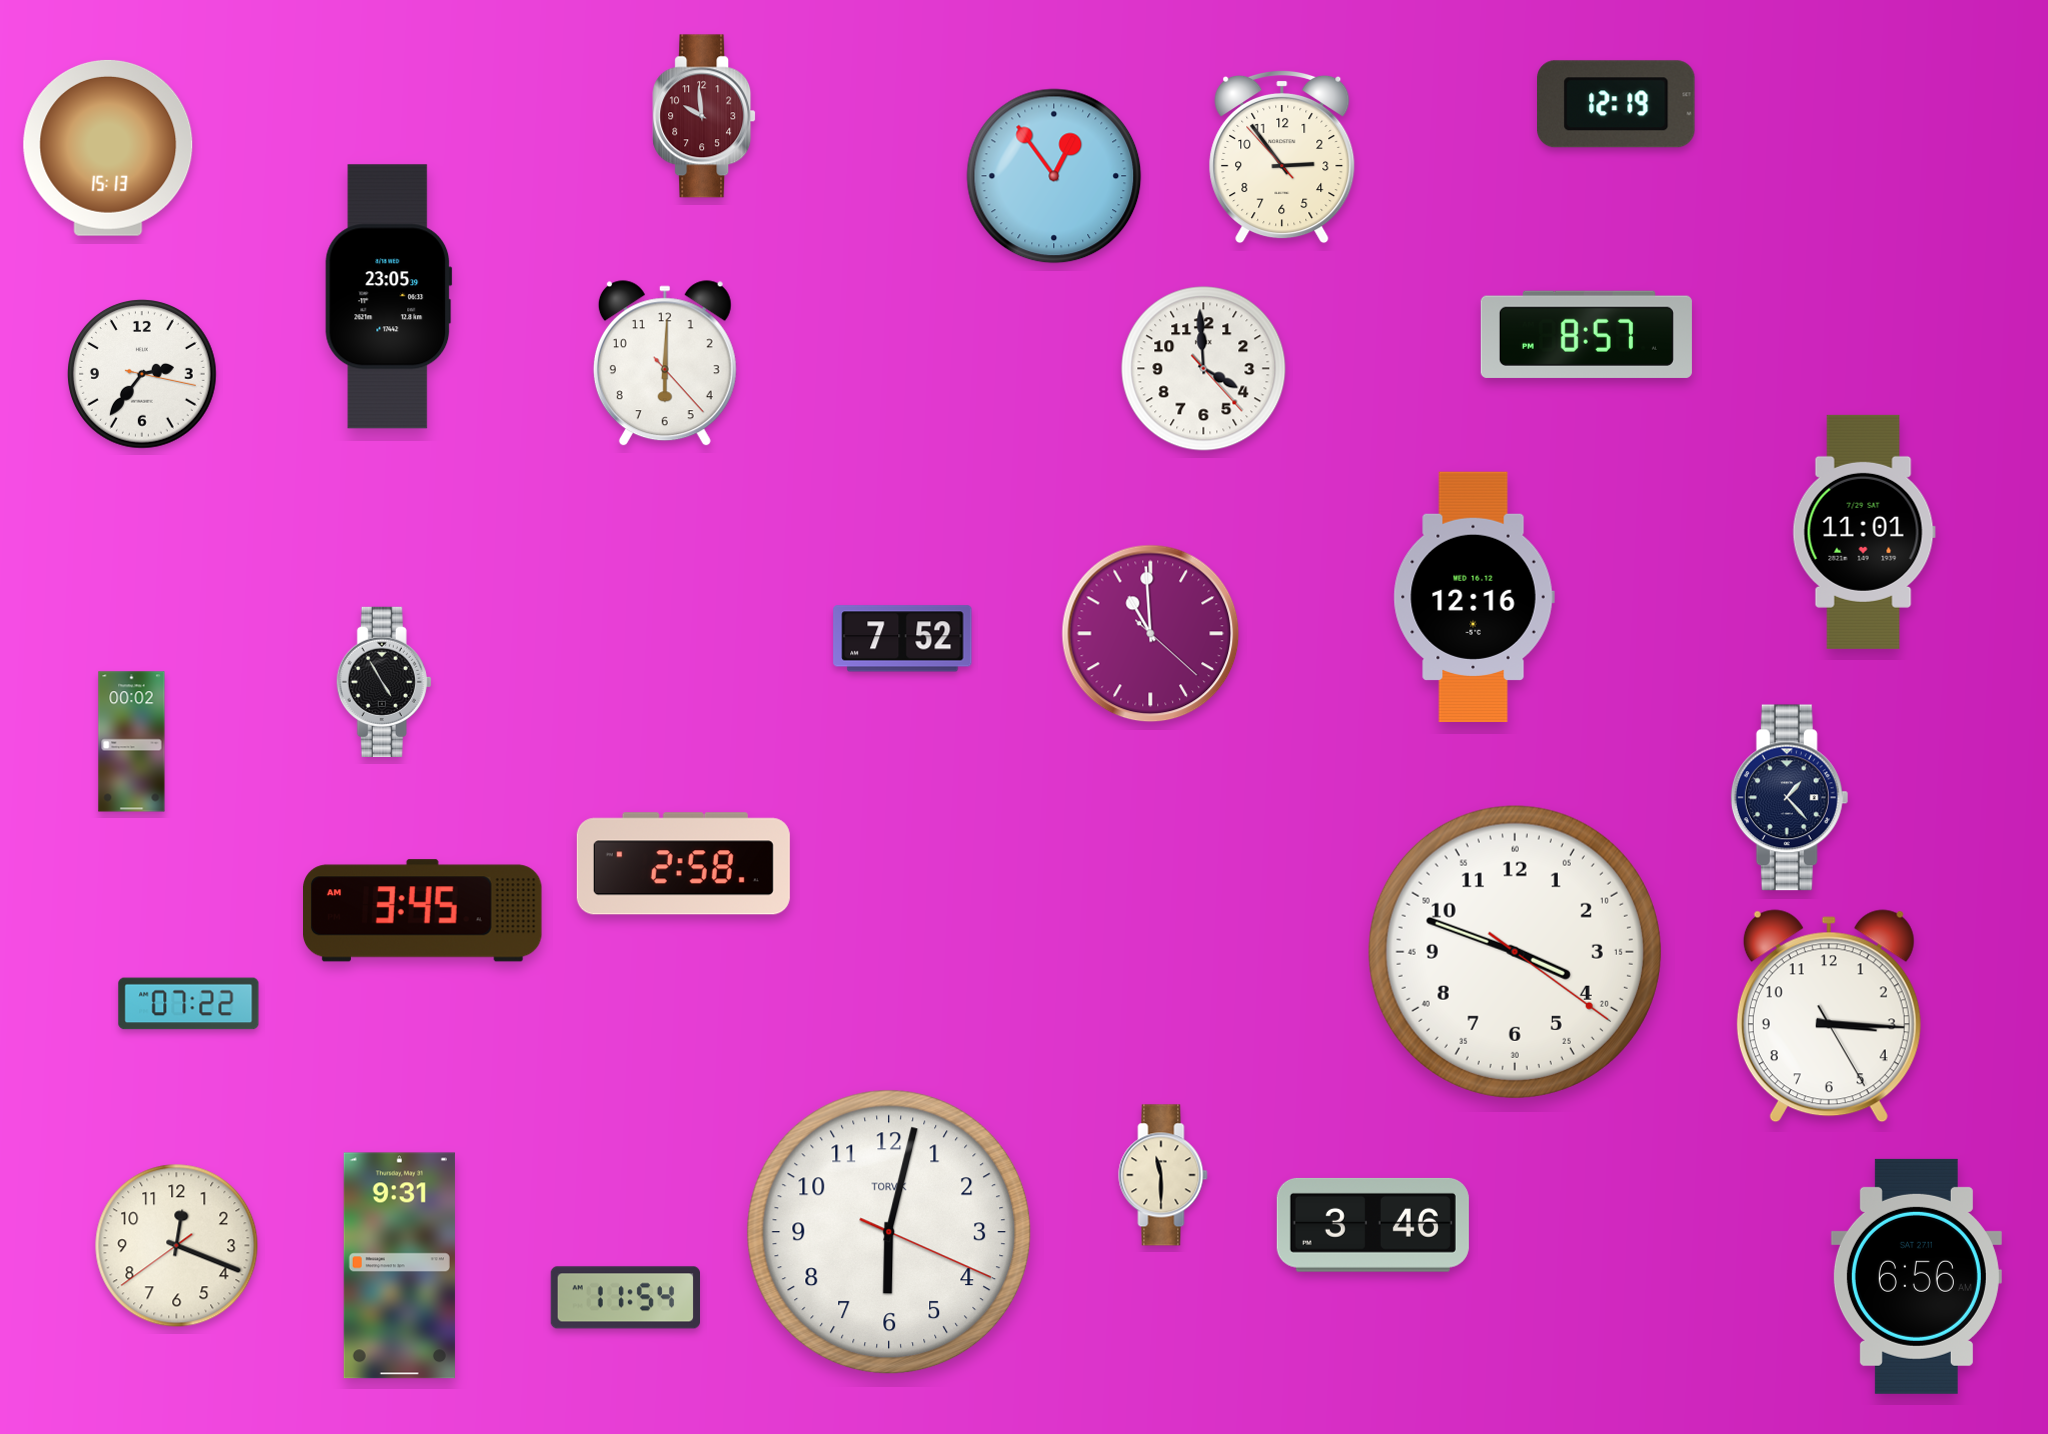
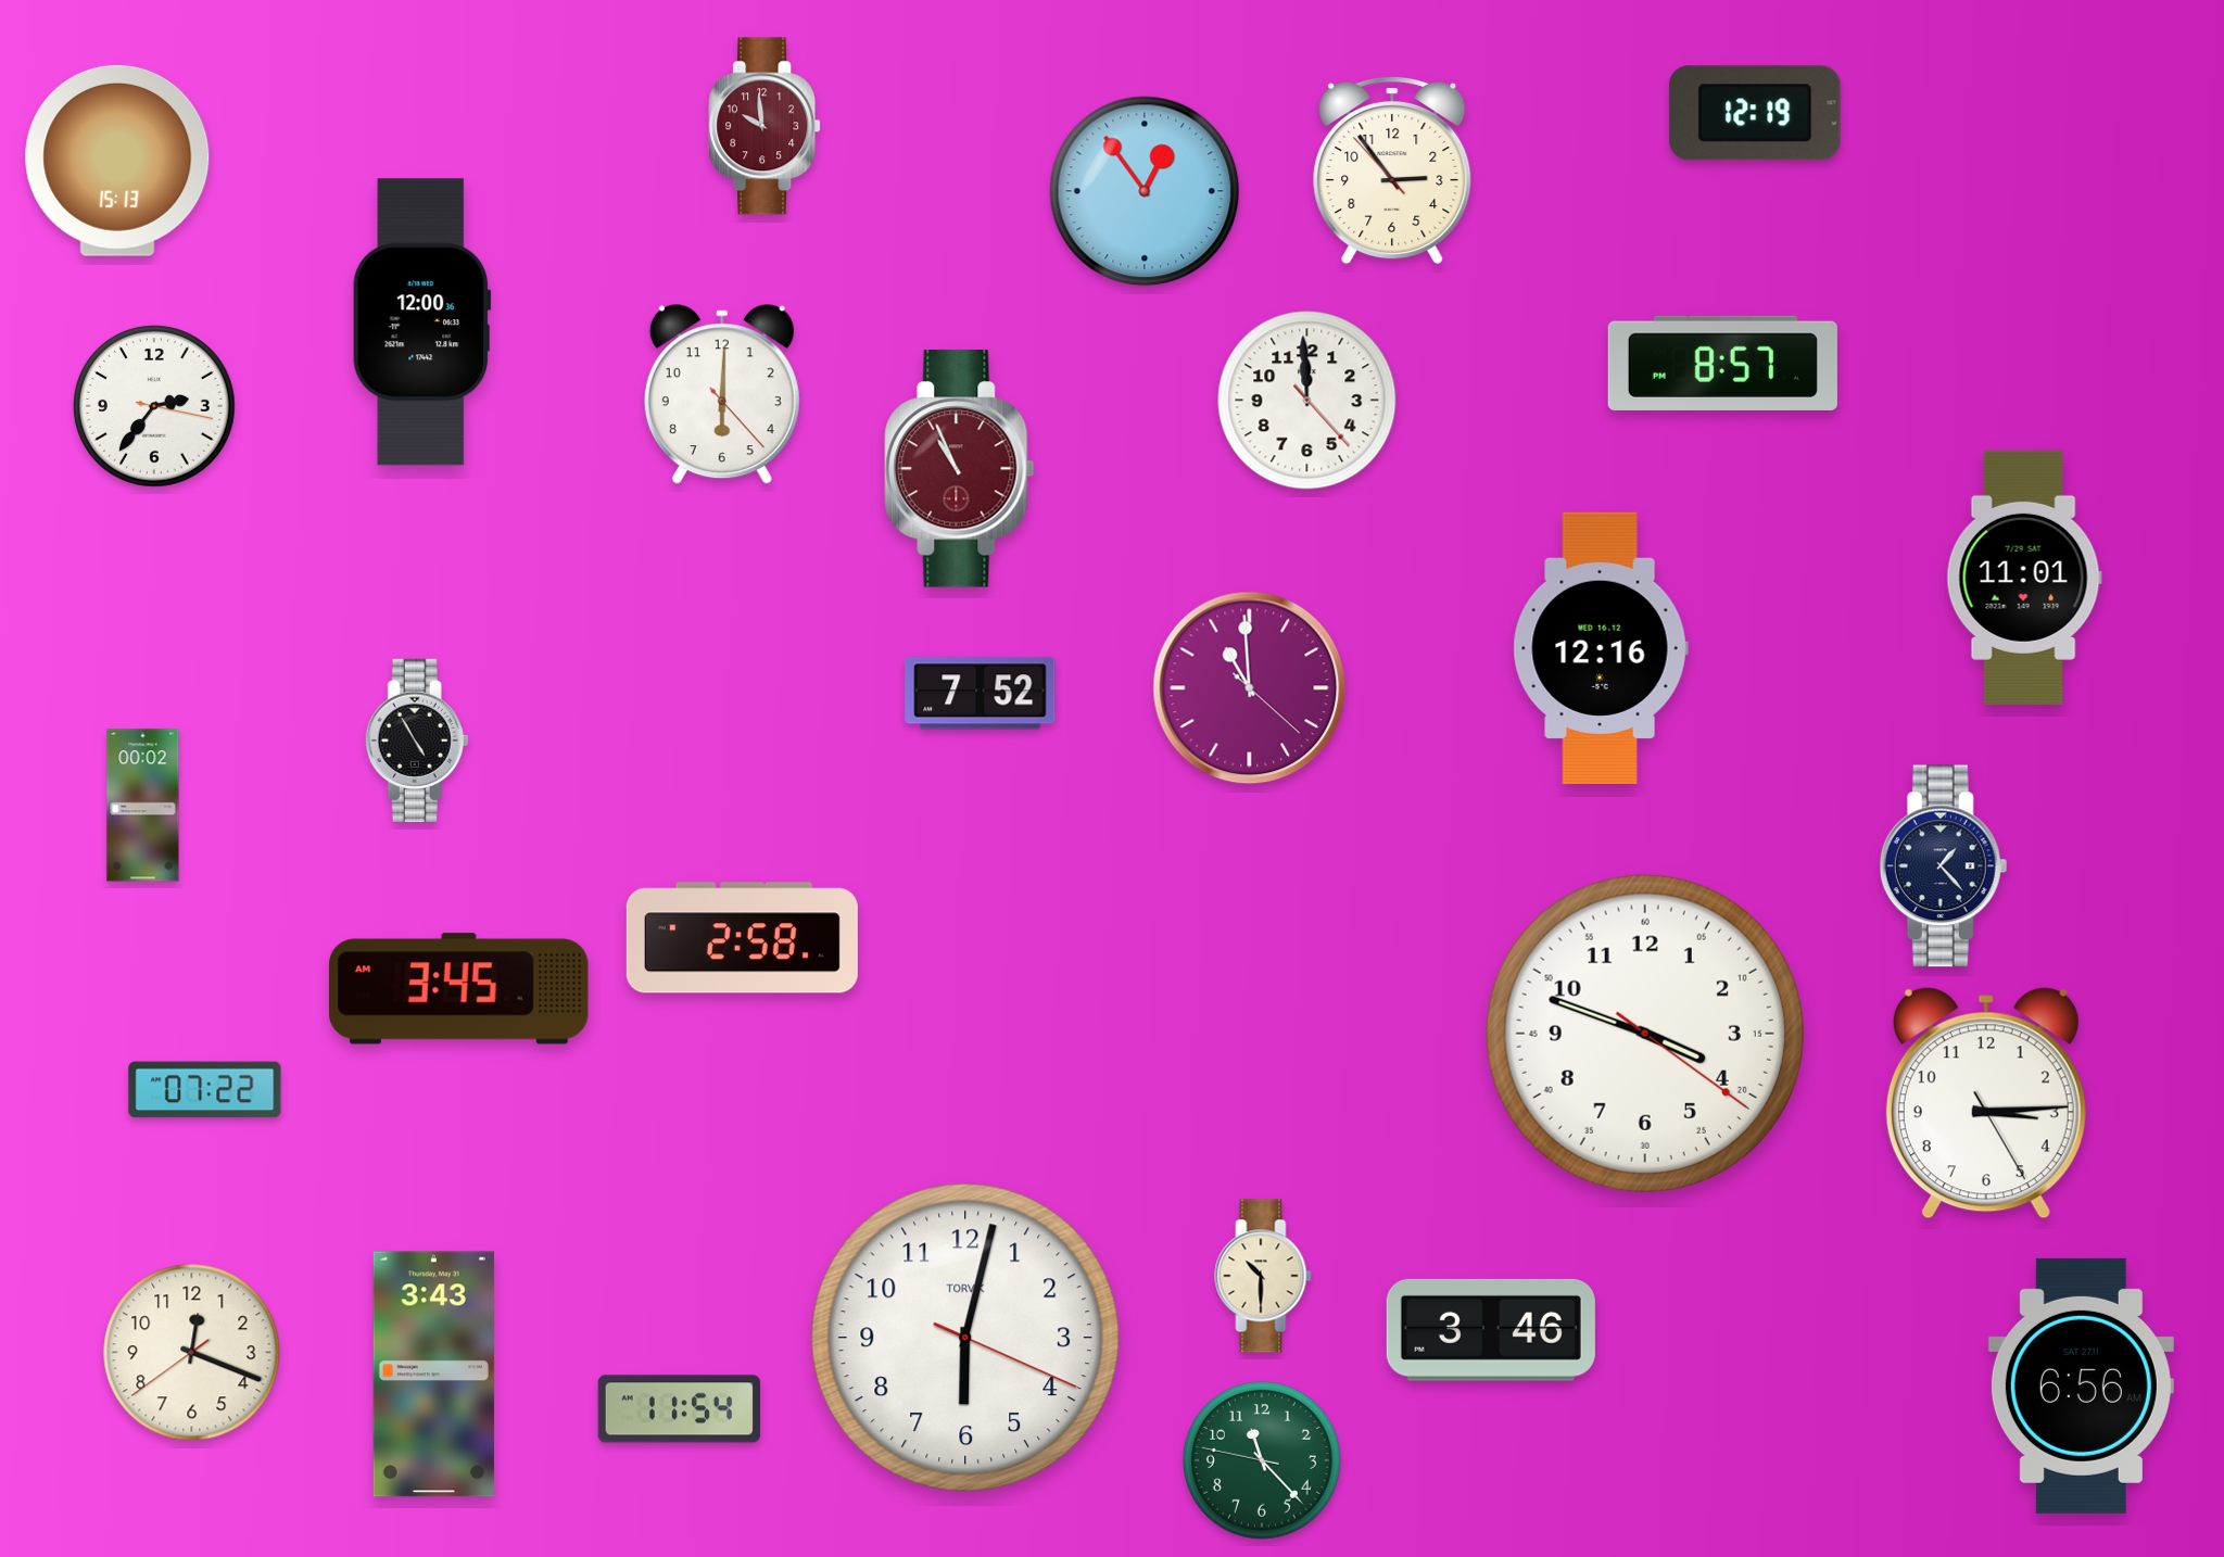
clock at (389, 297): 23:05 -> 12:00
clock at (1204, 369): 3:59 -> 11:59
clock at (960, 469): none -> 10:56
clock at (1829, 1016): 3:15 -> 3:14
clock at (1163, 1175): 11:30 -> 10:30
clock at (399, 1266): 9:31 -> 3:43
clock at (1262, 1460): none -> 11:22
